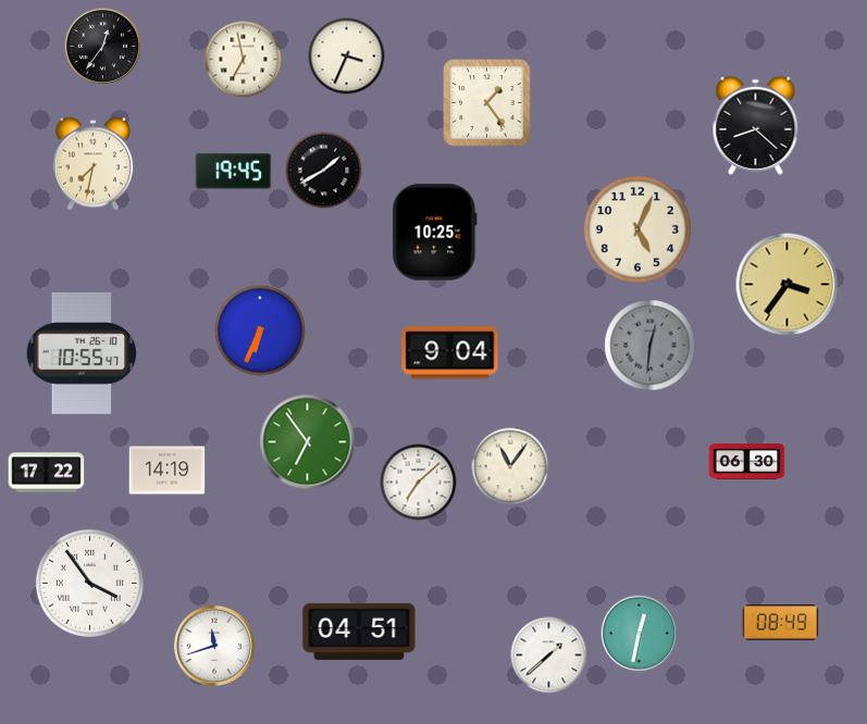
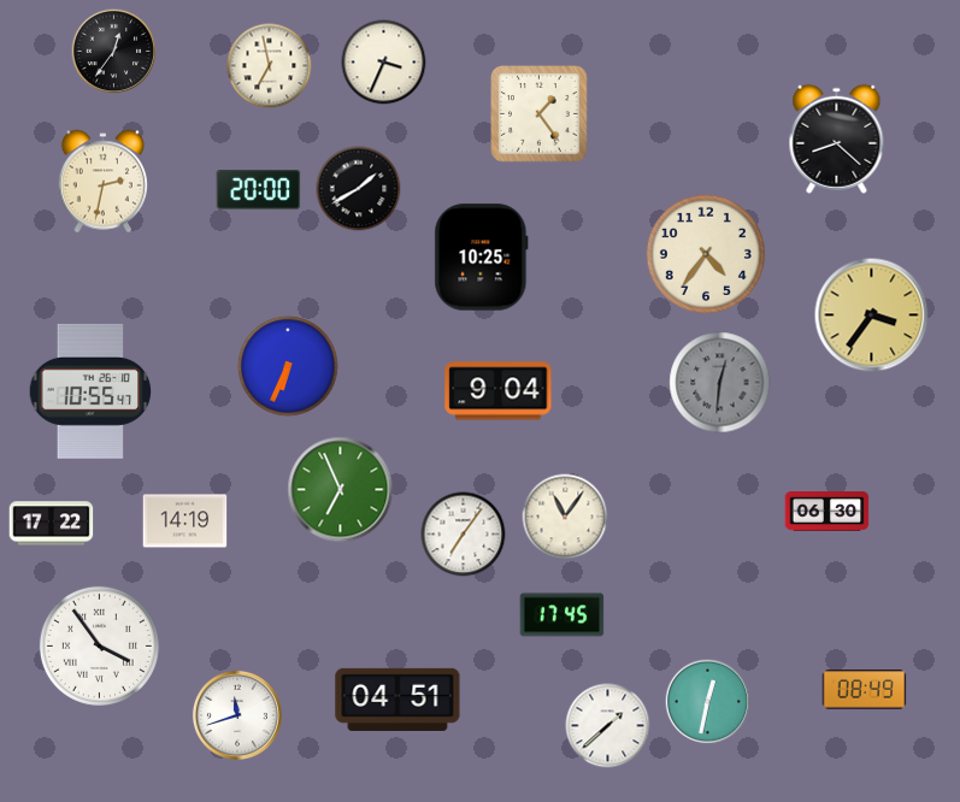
clock at (92, 164): 7:32 -> 2:32
clock at (234, 172): 19:45 -> 20:00
clock at (637, 229): 5:04 -> 4:36
clock at (308, 442): 6:54 -> 6:56
clock at (419, 483): 7:08 -> 7:06
clock at (563, 615): none -> 17:45
